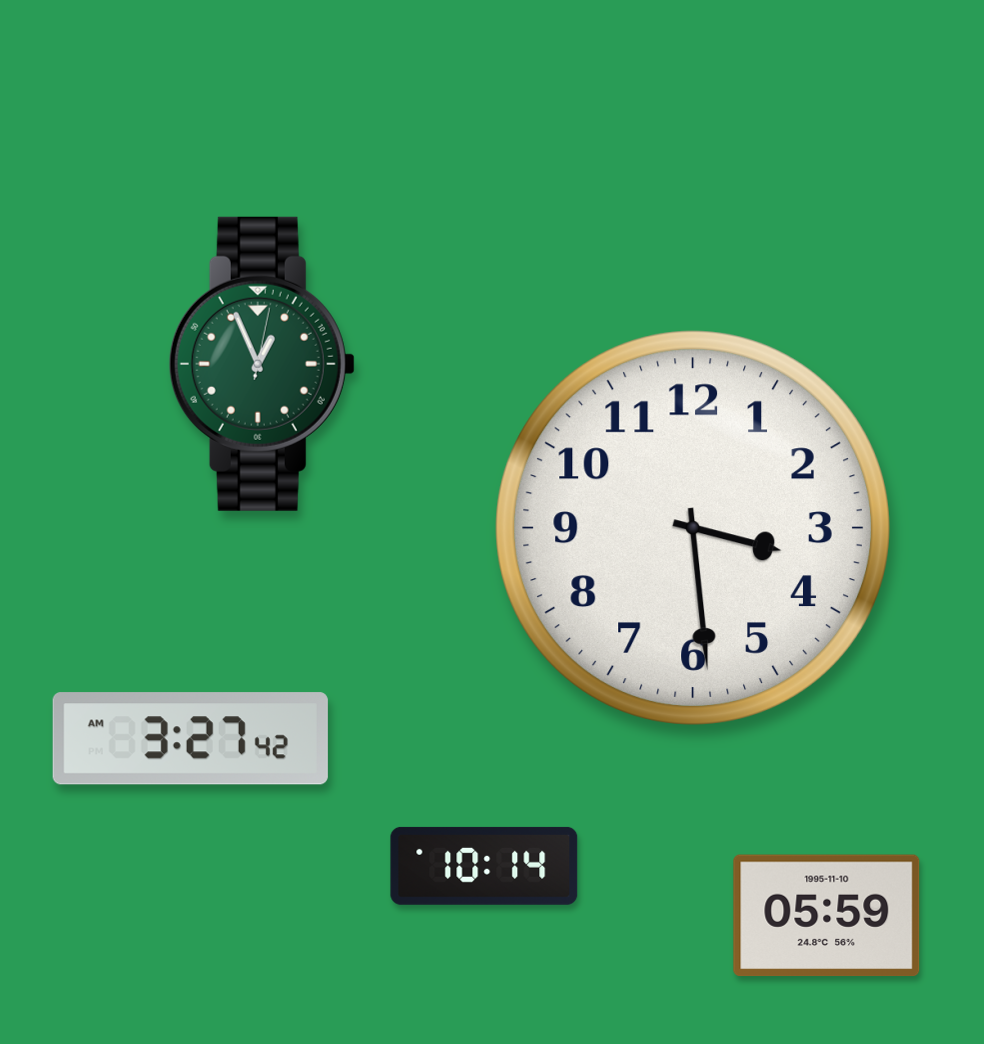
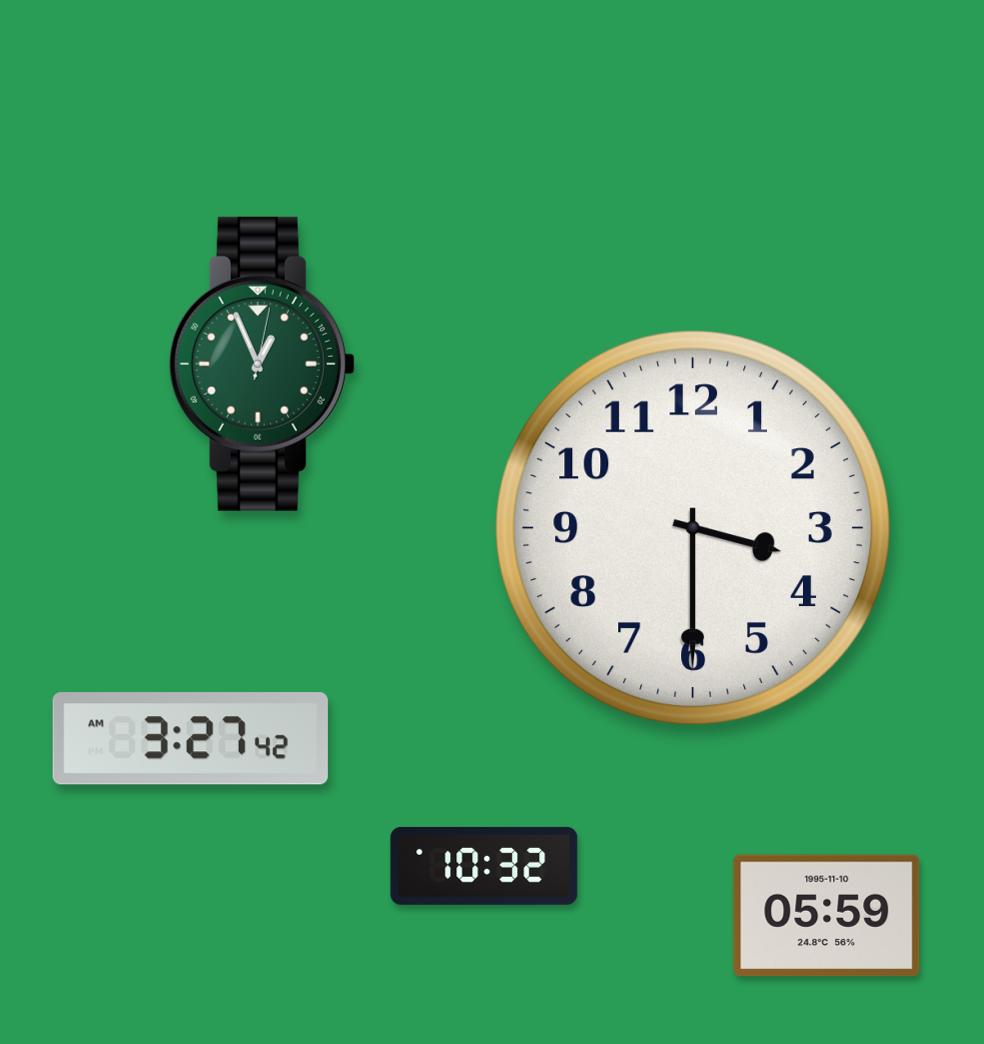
clock at (693, 528): 3:29 -> 3:30
clock at (484, 866): 10:14 -> 10:32
